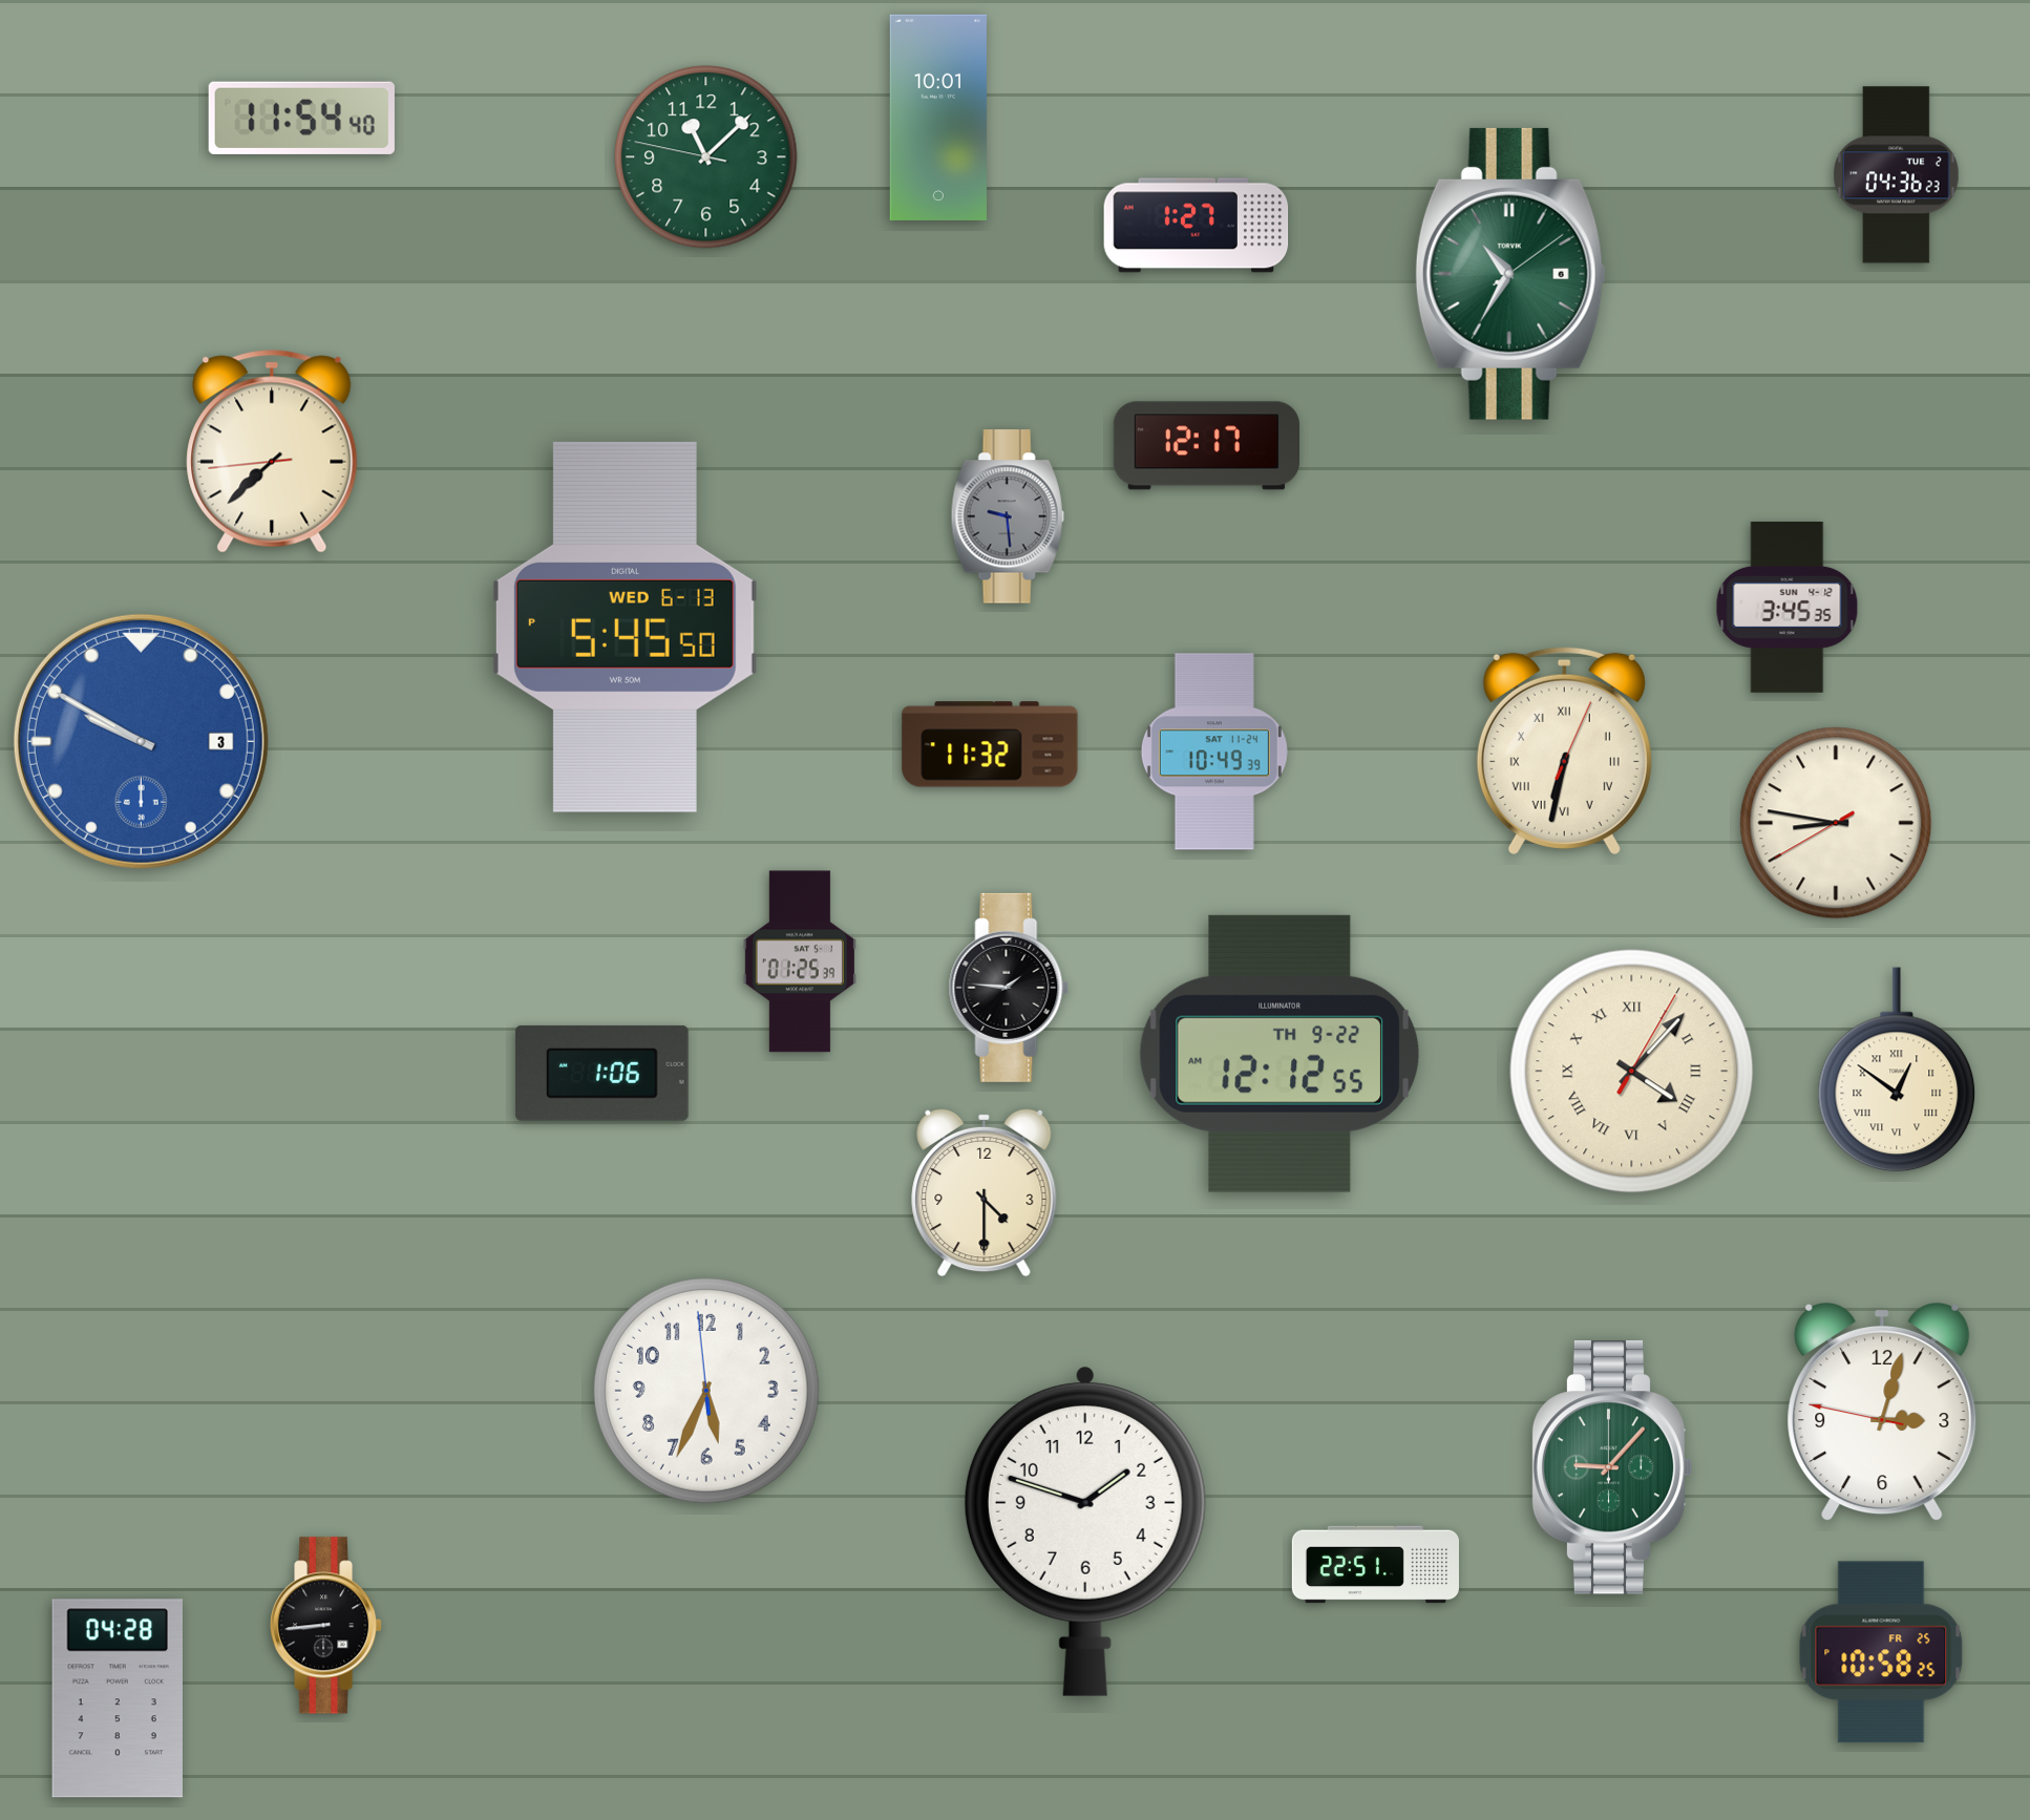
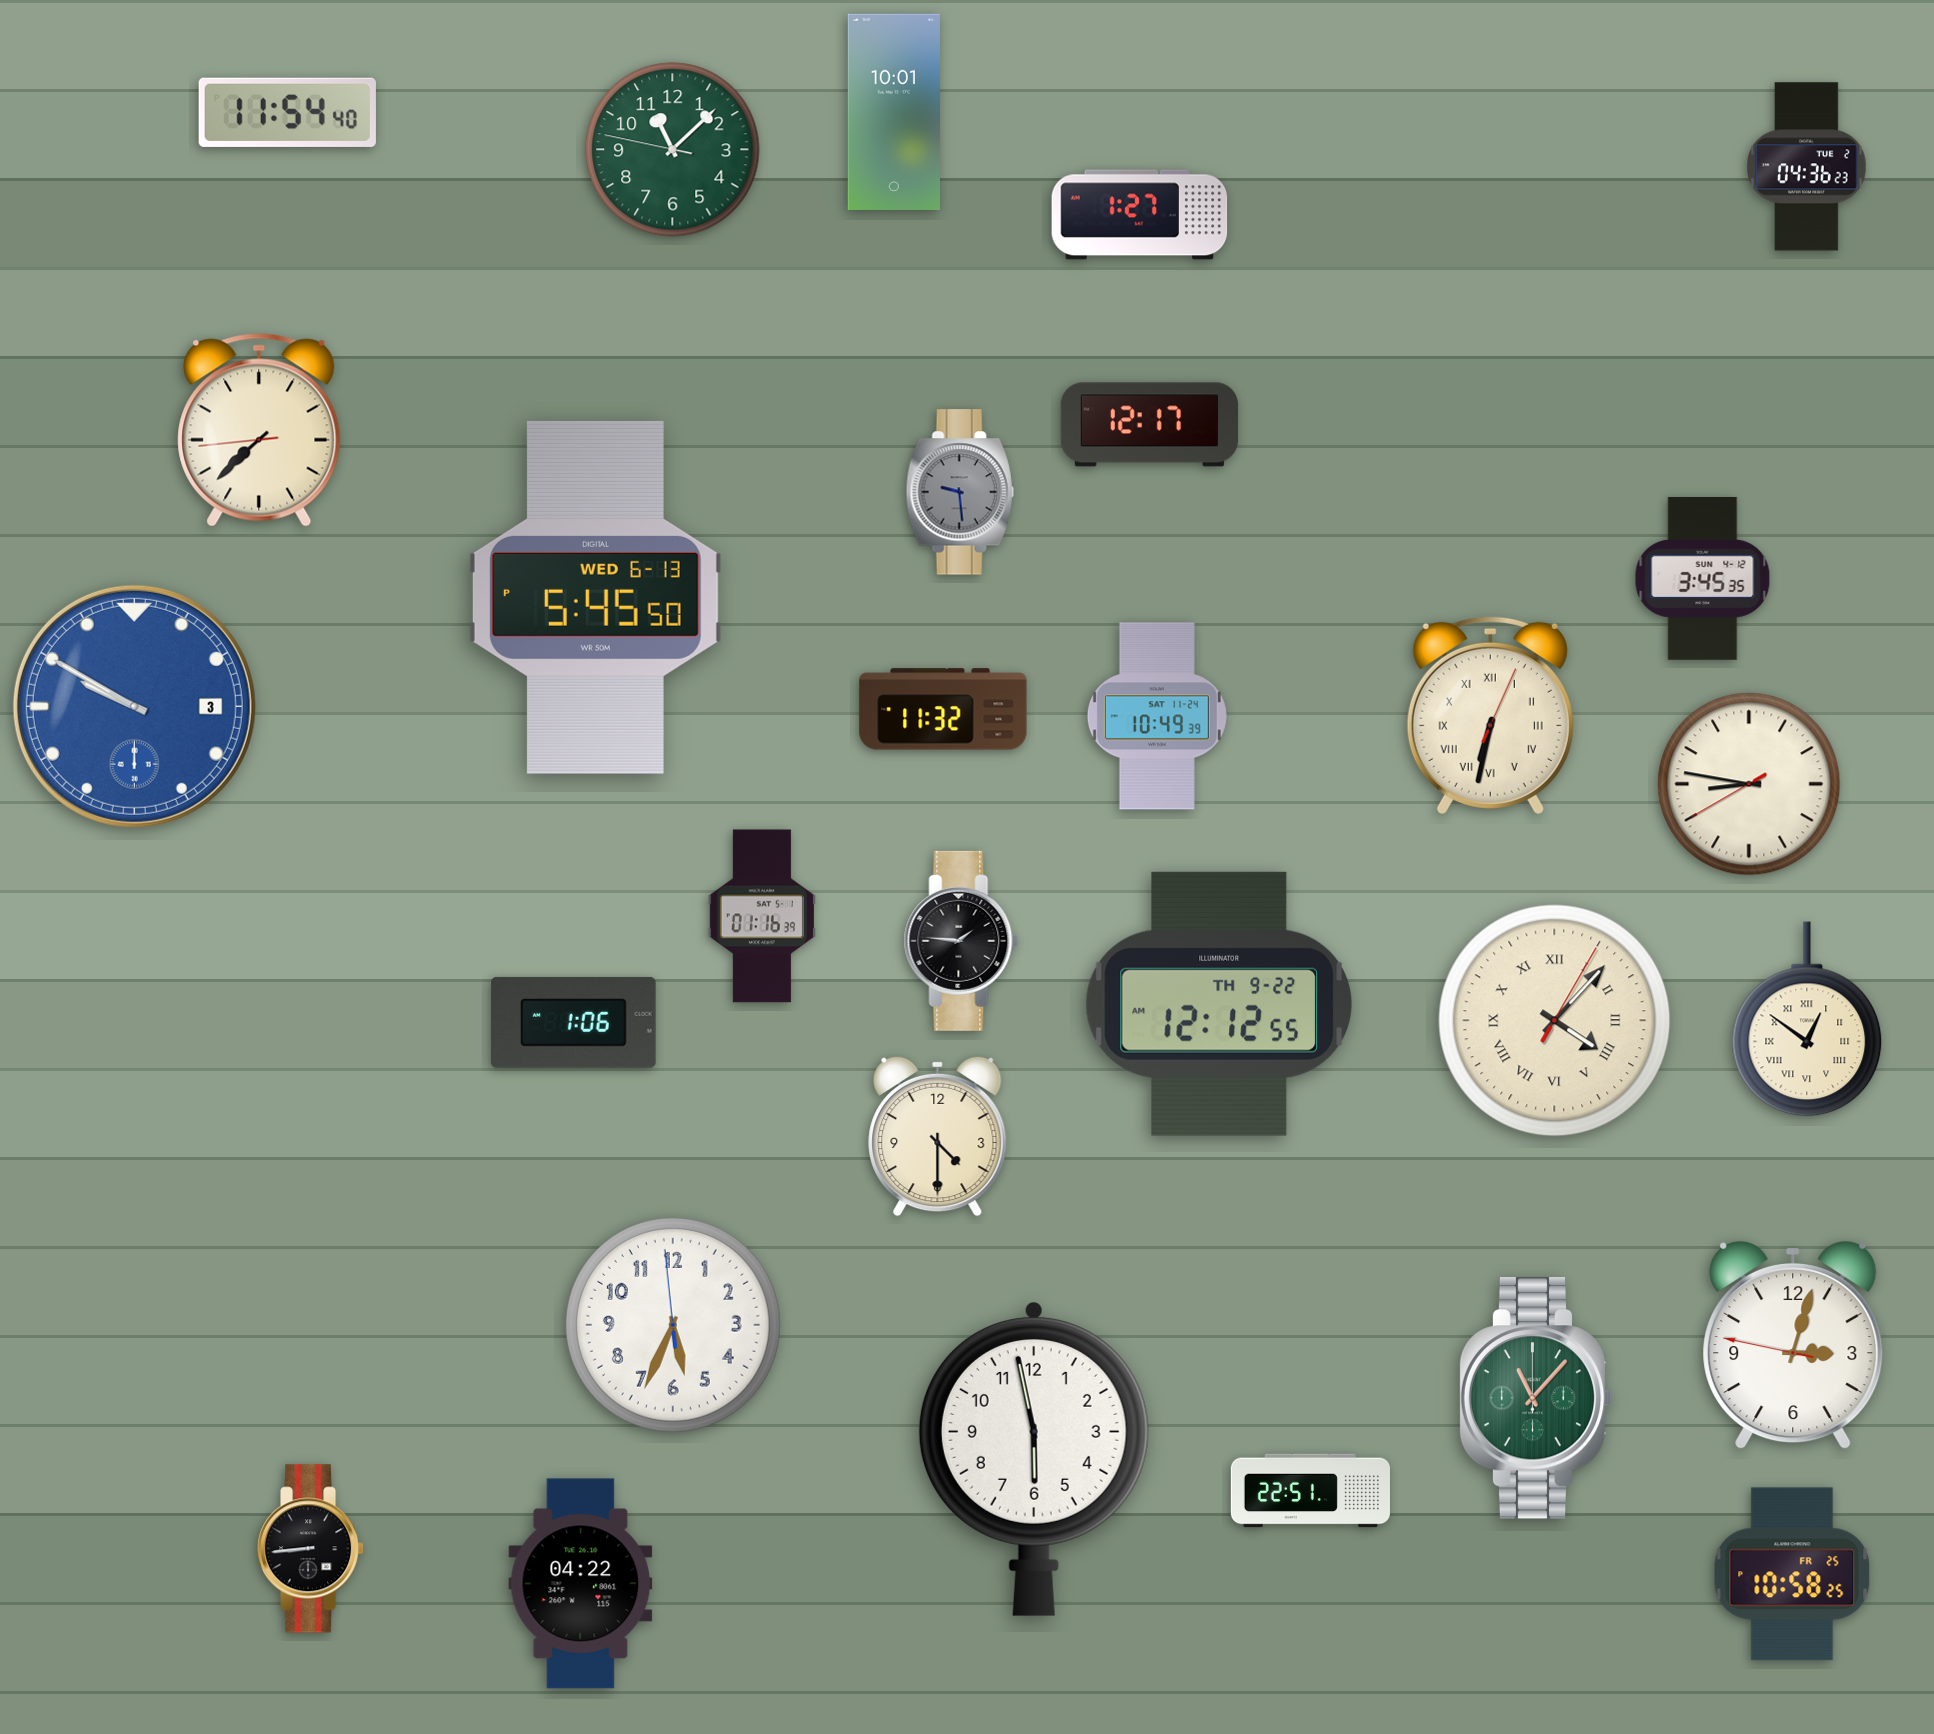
clock at (1510, 274): 10:35 -> none
clock at (800, 961): 01:25 -> 01:16
clock at (1612, 1467): 9:07 -> 11:07
clock at (1085, 1531): 1:48 -> 5:58
clock at (581, 1584): none -> 04:22
clock at (118, 1698): 04:28 -> none
